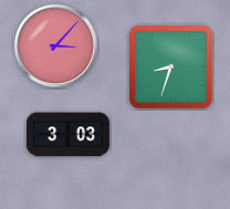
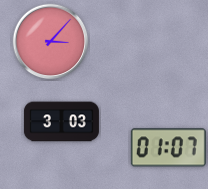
clock at (170, 66): 8:33 -> none
clock at (168, 148): none -> 01:07
